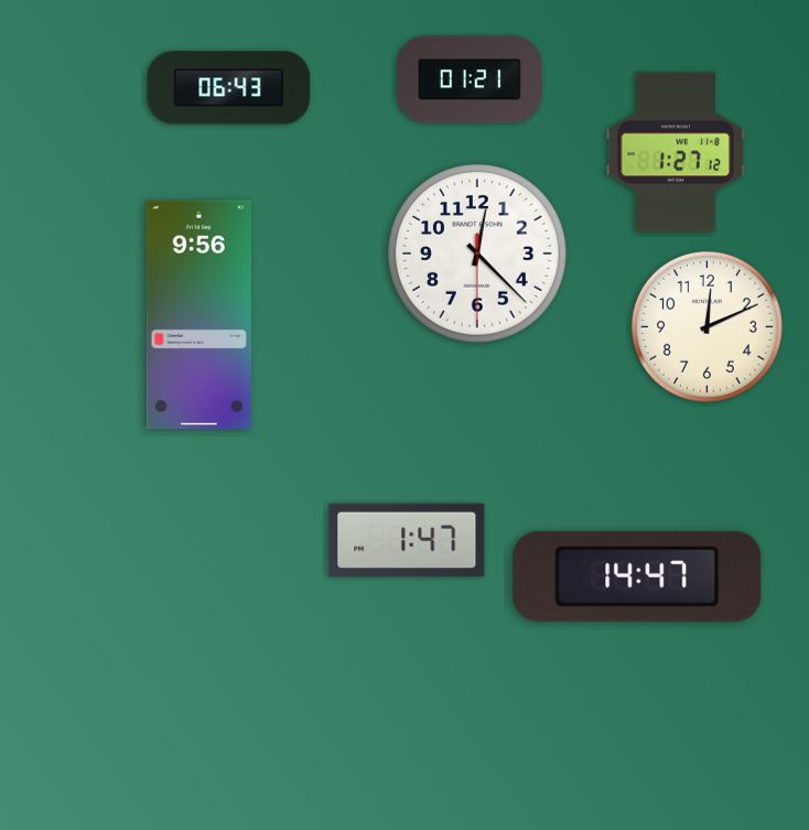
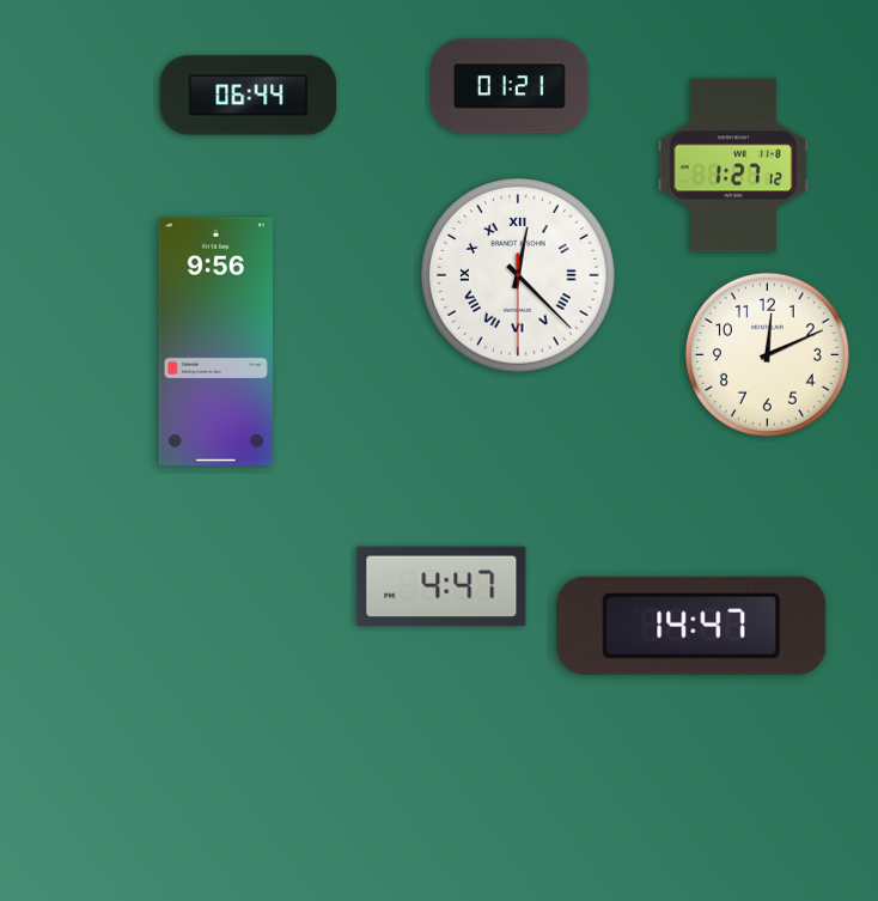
clock at (229, 88): 06:43 -> 06:44
clock at (478, 255) numerals: Arabic -> Roman
clock at (407, 540): 1:47 -> 4:47
